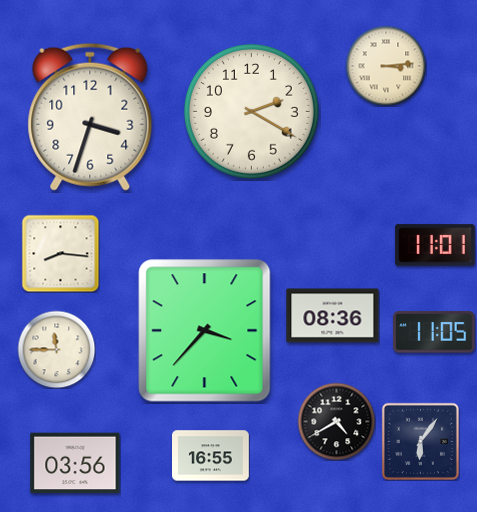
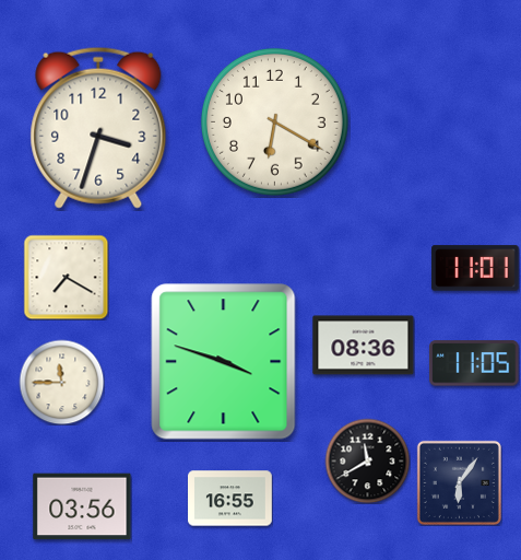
clock at (386, 66): 3:14 -> none
clock at (251, 111): 2:20 -> 6:20
clock at (60, 253): 8:16 -> 7:20
clock at (205, 331): 3:37 -> 3:48
clock at (336, 421): 4:40 -> 11:40
